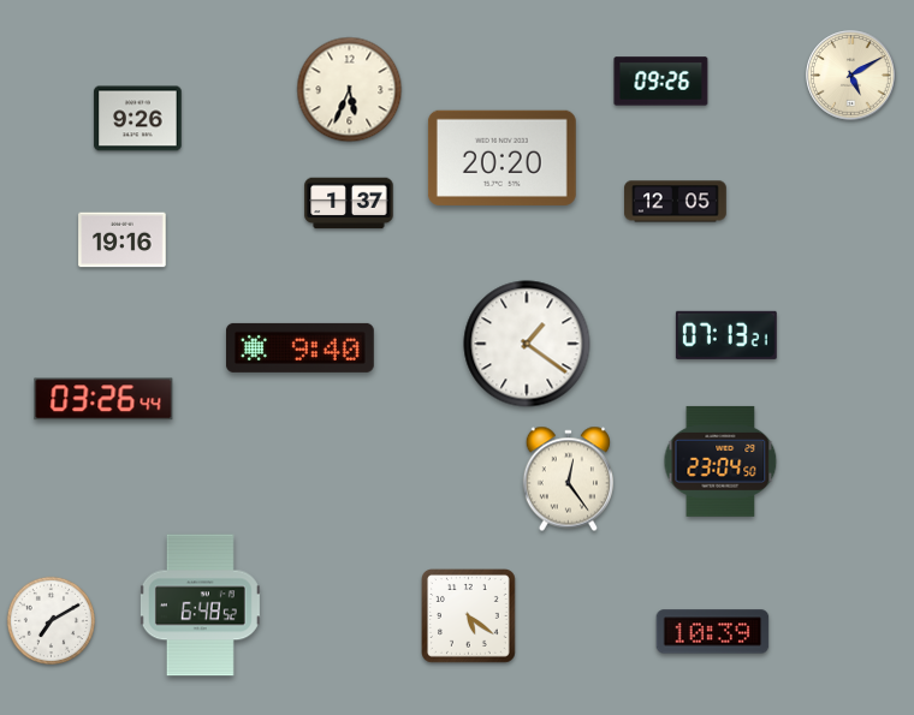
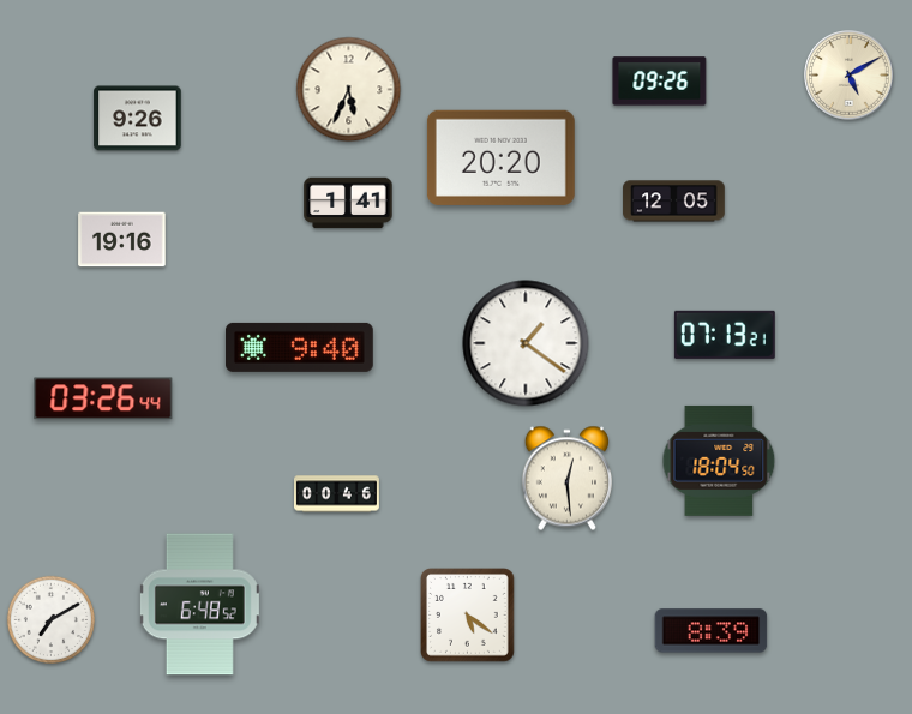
clock at (349, 203): 1:37 -> 1:41
clock at (720, 461): 23:04 -> 18:04
clock at (568, 479): 12:24 -> 12:29
clock at (336, 494): none -> 00:46
clock at (713, 632): 10:39 -> 8:39
